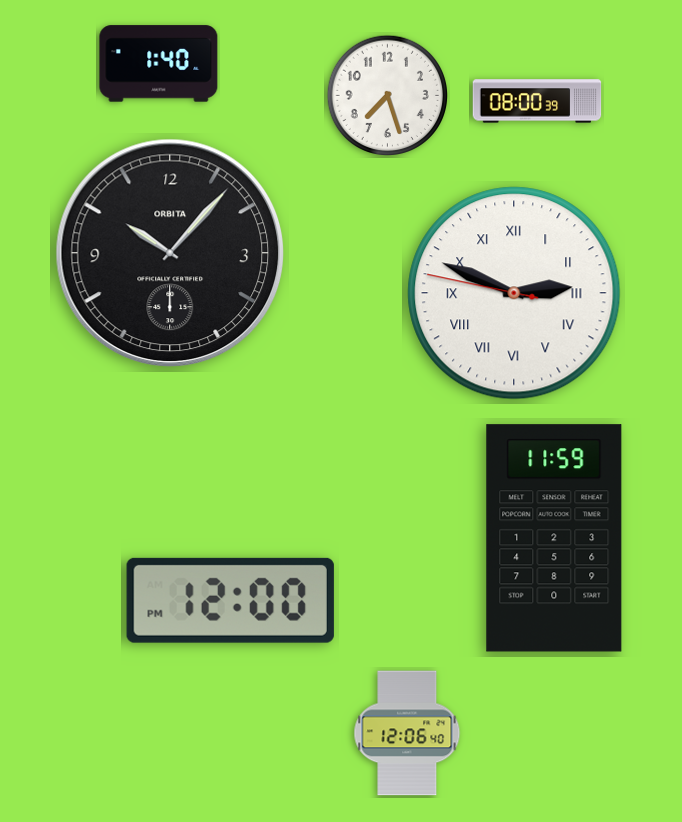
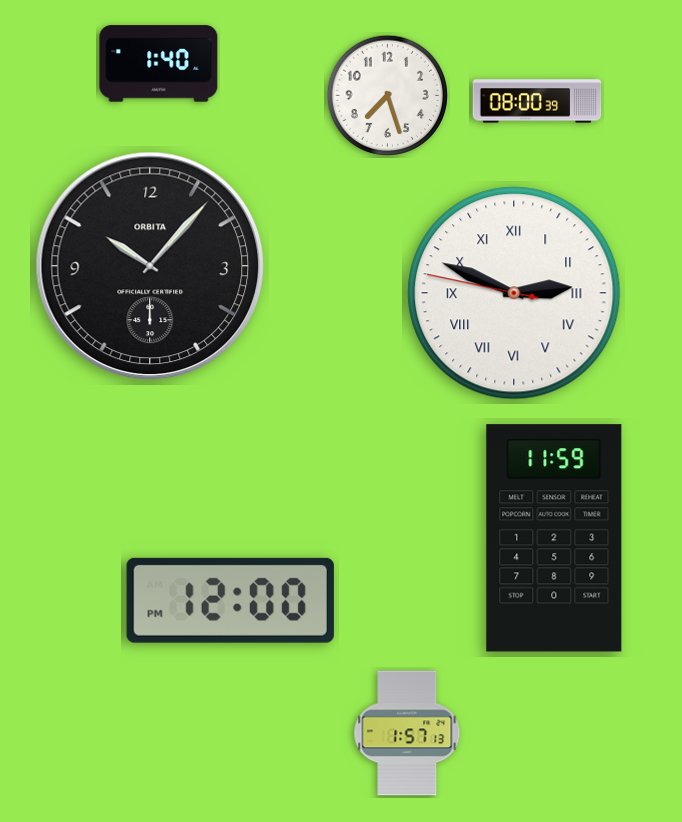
clock at (170, 253) position: (170, 253) -> (150, 266)
clock at (407, 733): 12:06 -> 1:57
